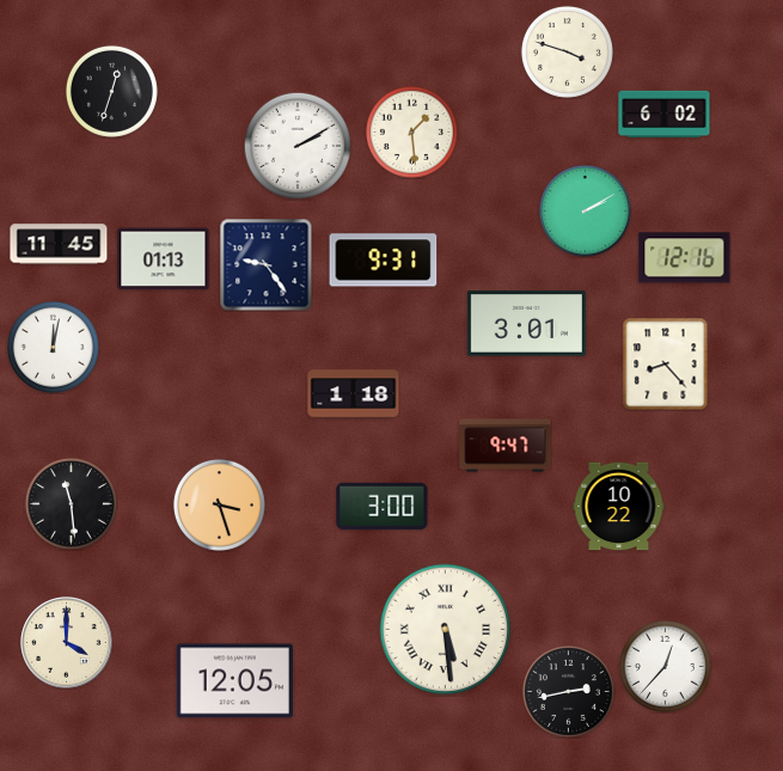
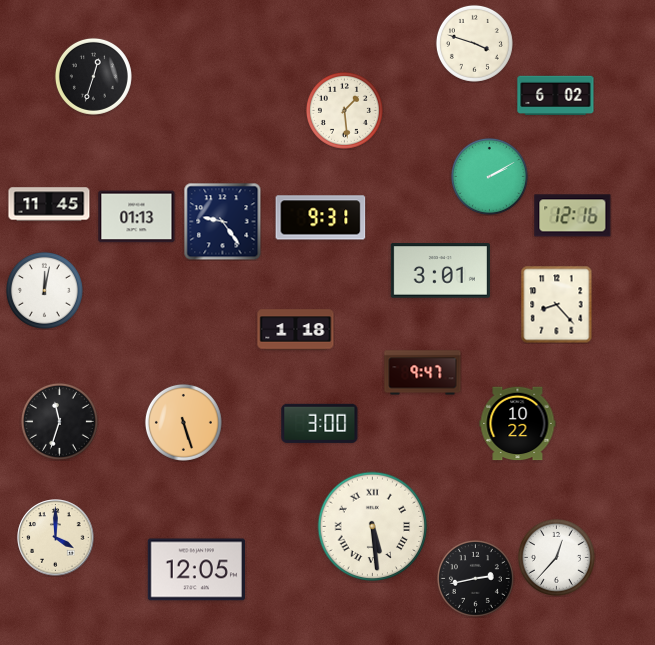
clock at (298, 146): 2:10 -> none
clock at (71, 503): 11:29 -> 11:33
clock at (219, 504): 3:27 -> 5:27
